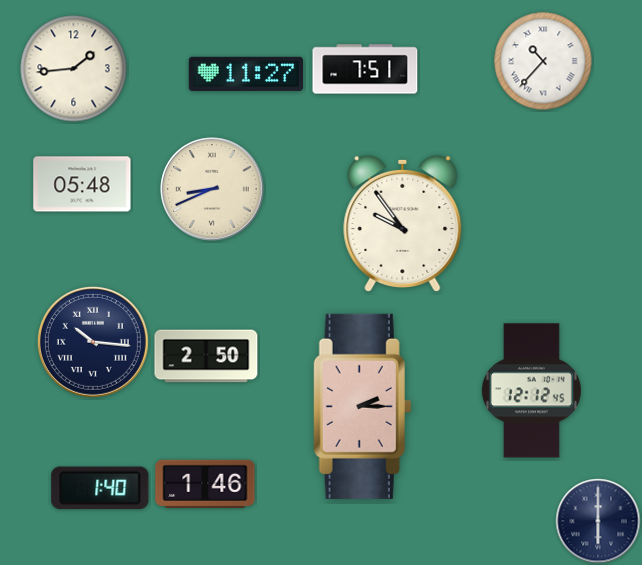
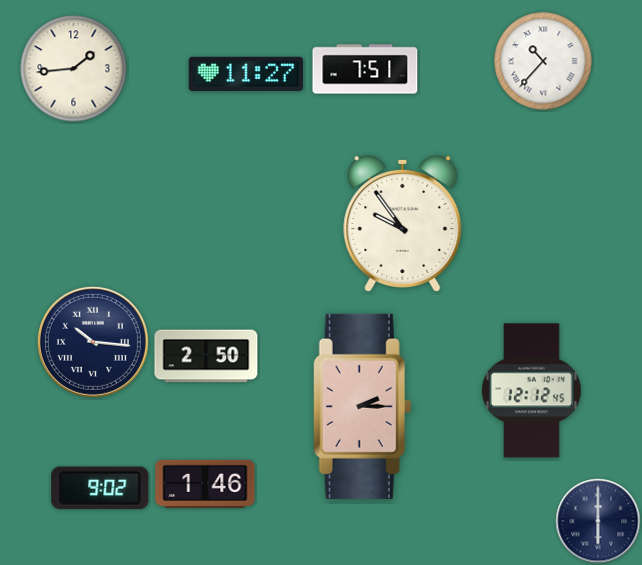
clock at (82, 184): 05:48 -> none
clock at (212, 189): 8:41 -> none
clock at (100, 488): 1:40 -> 9:02
